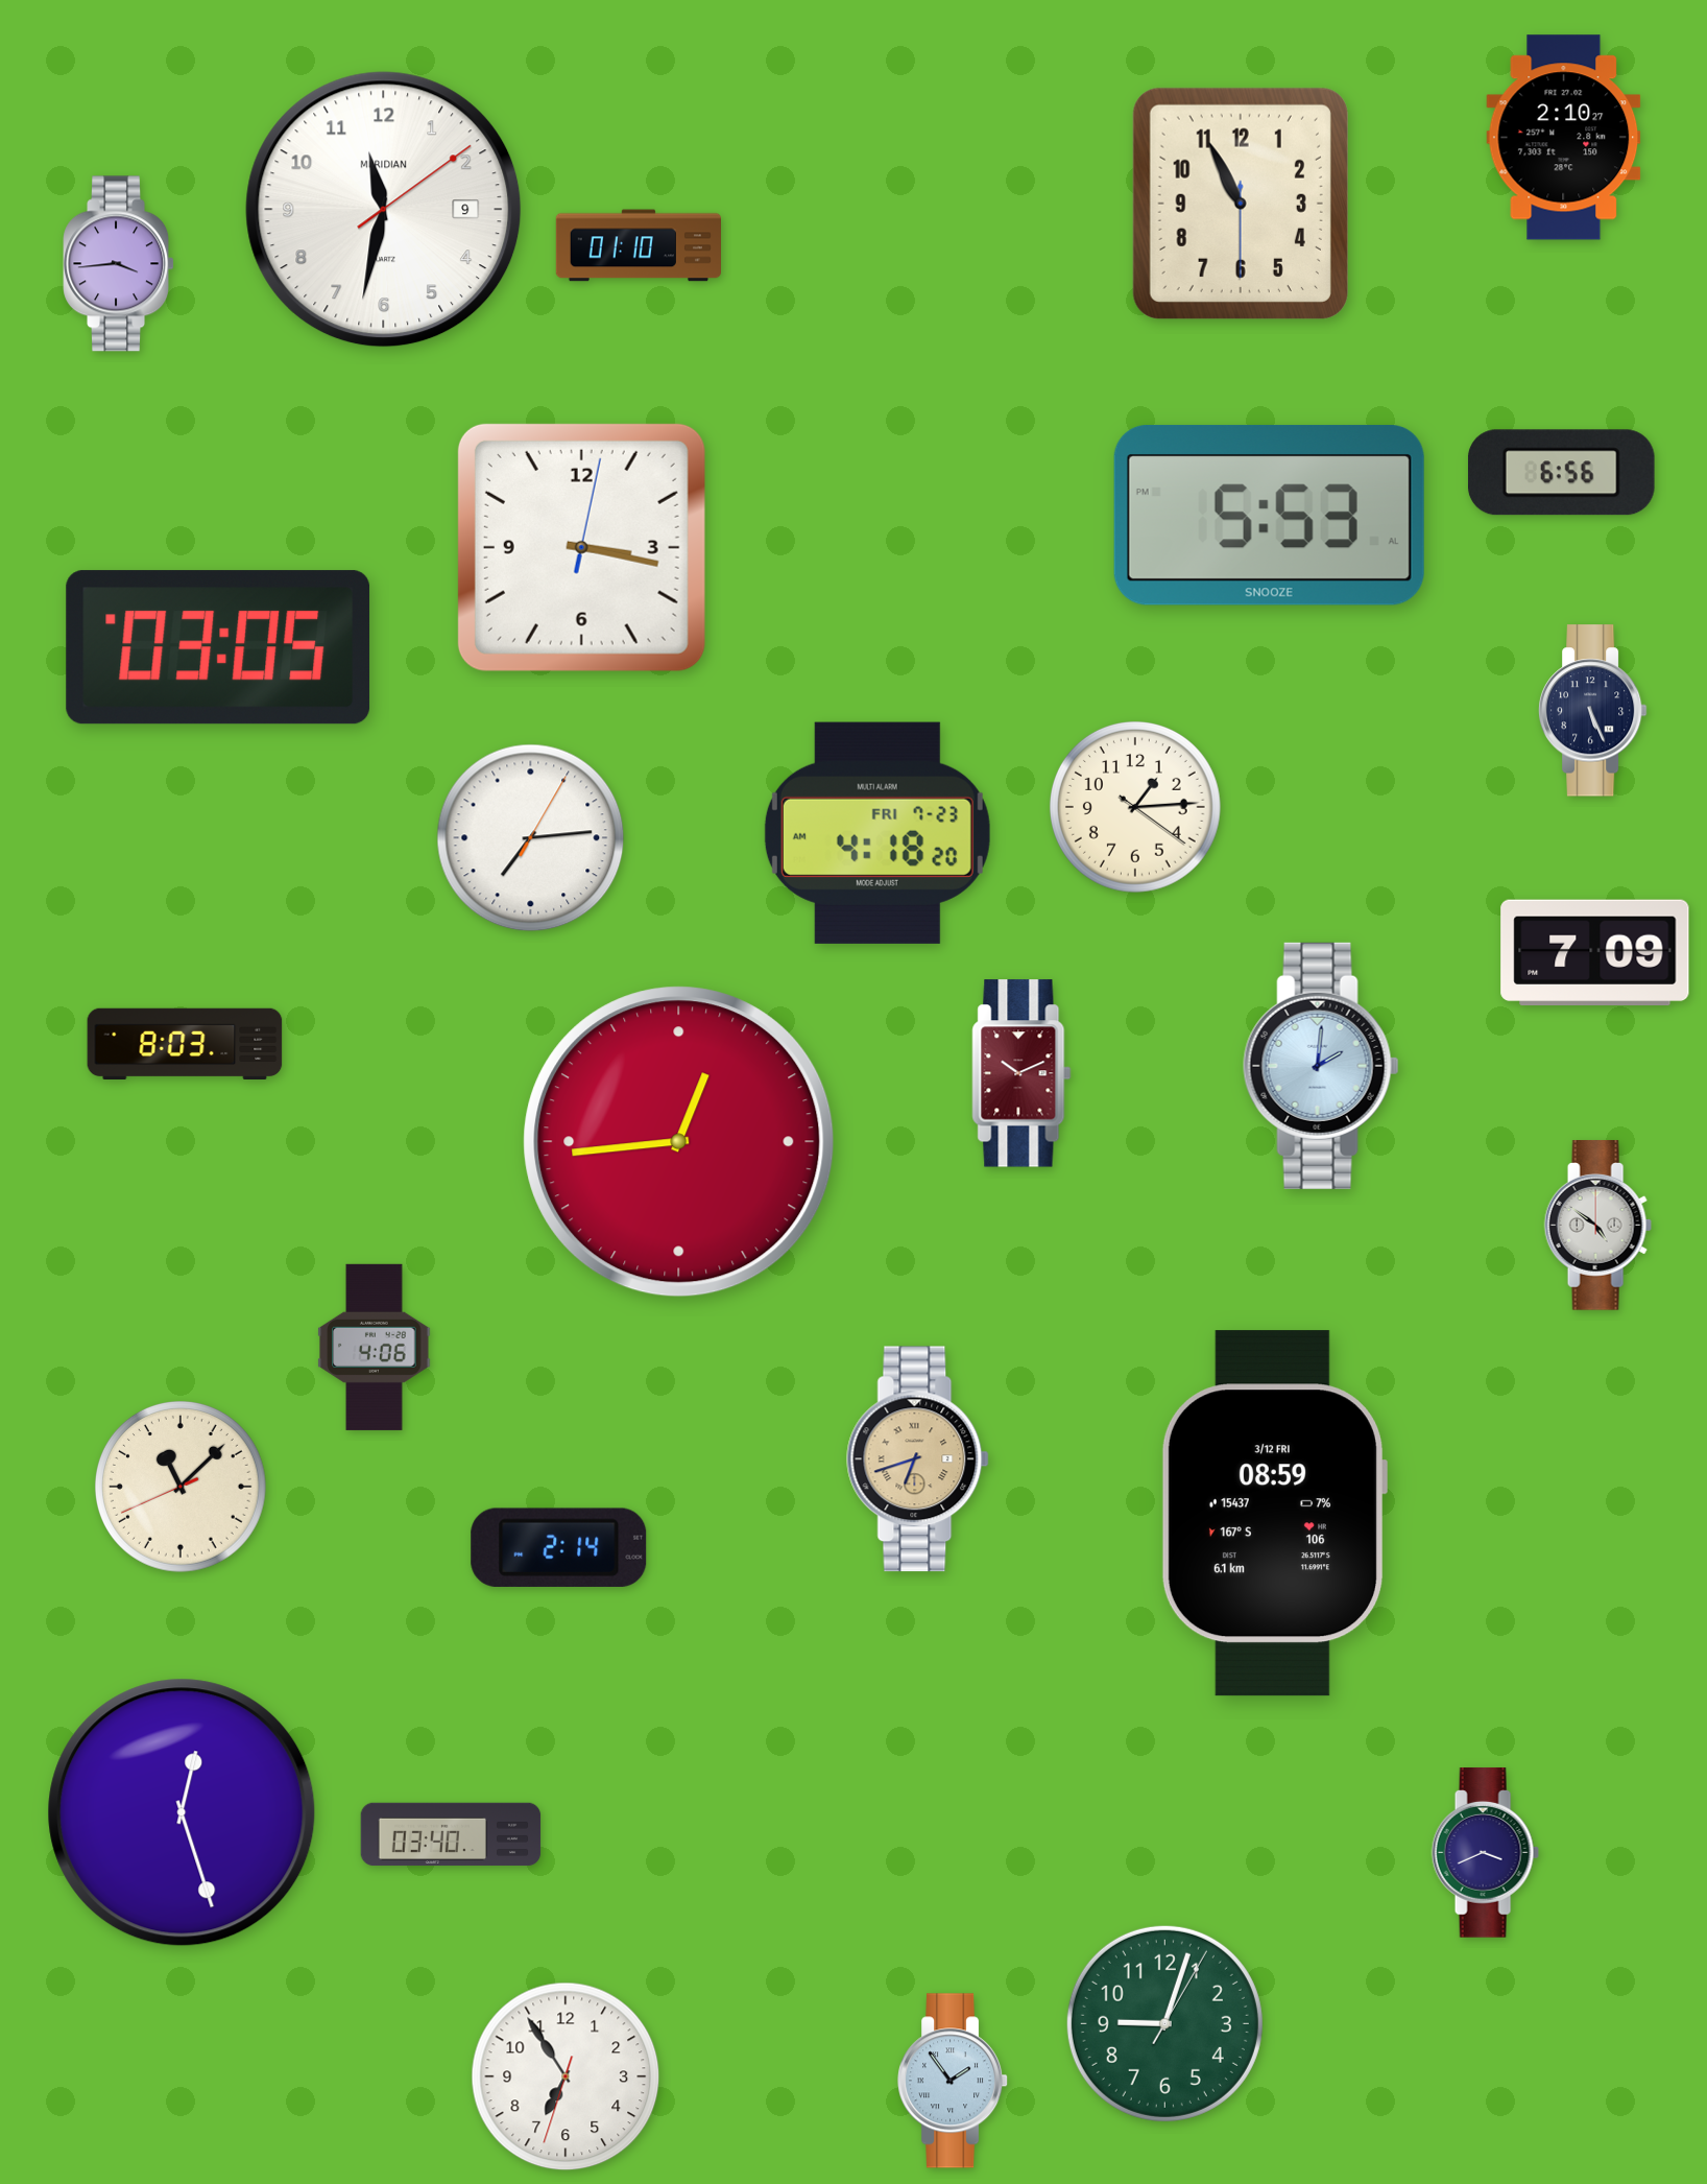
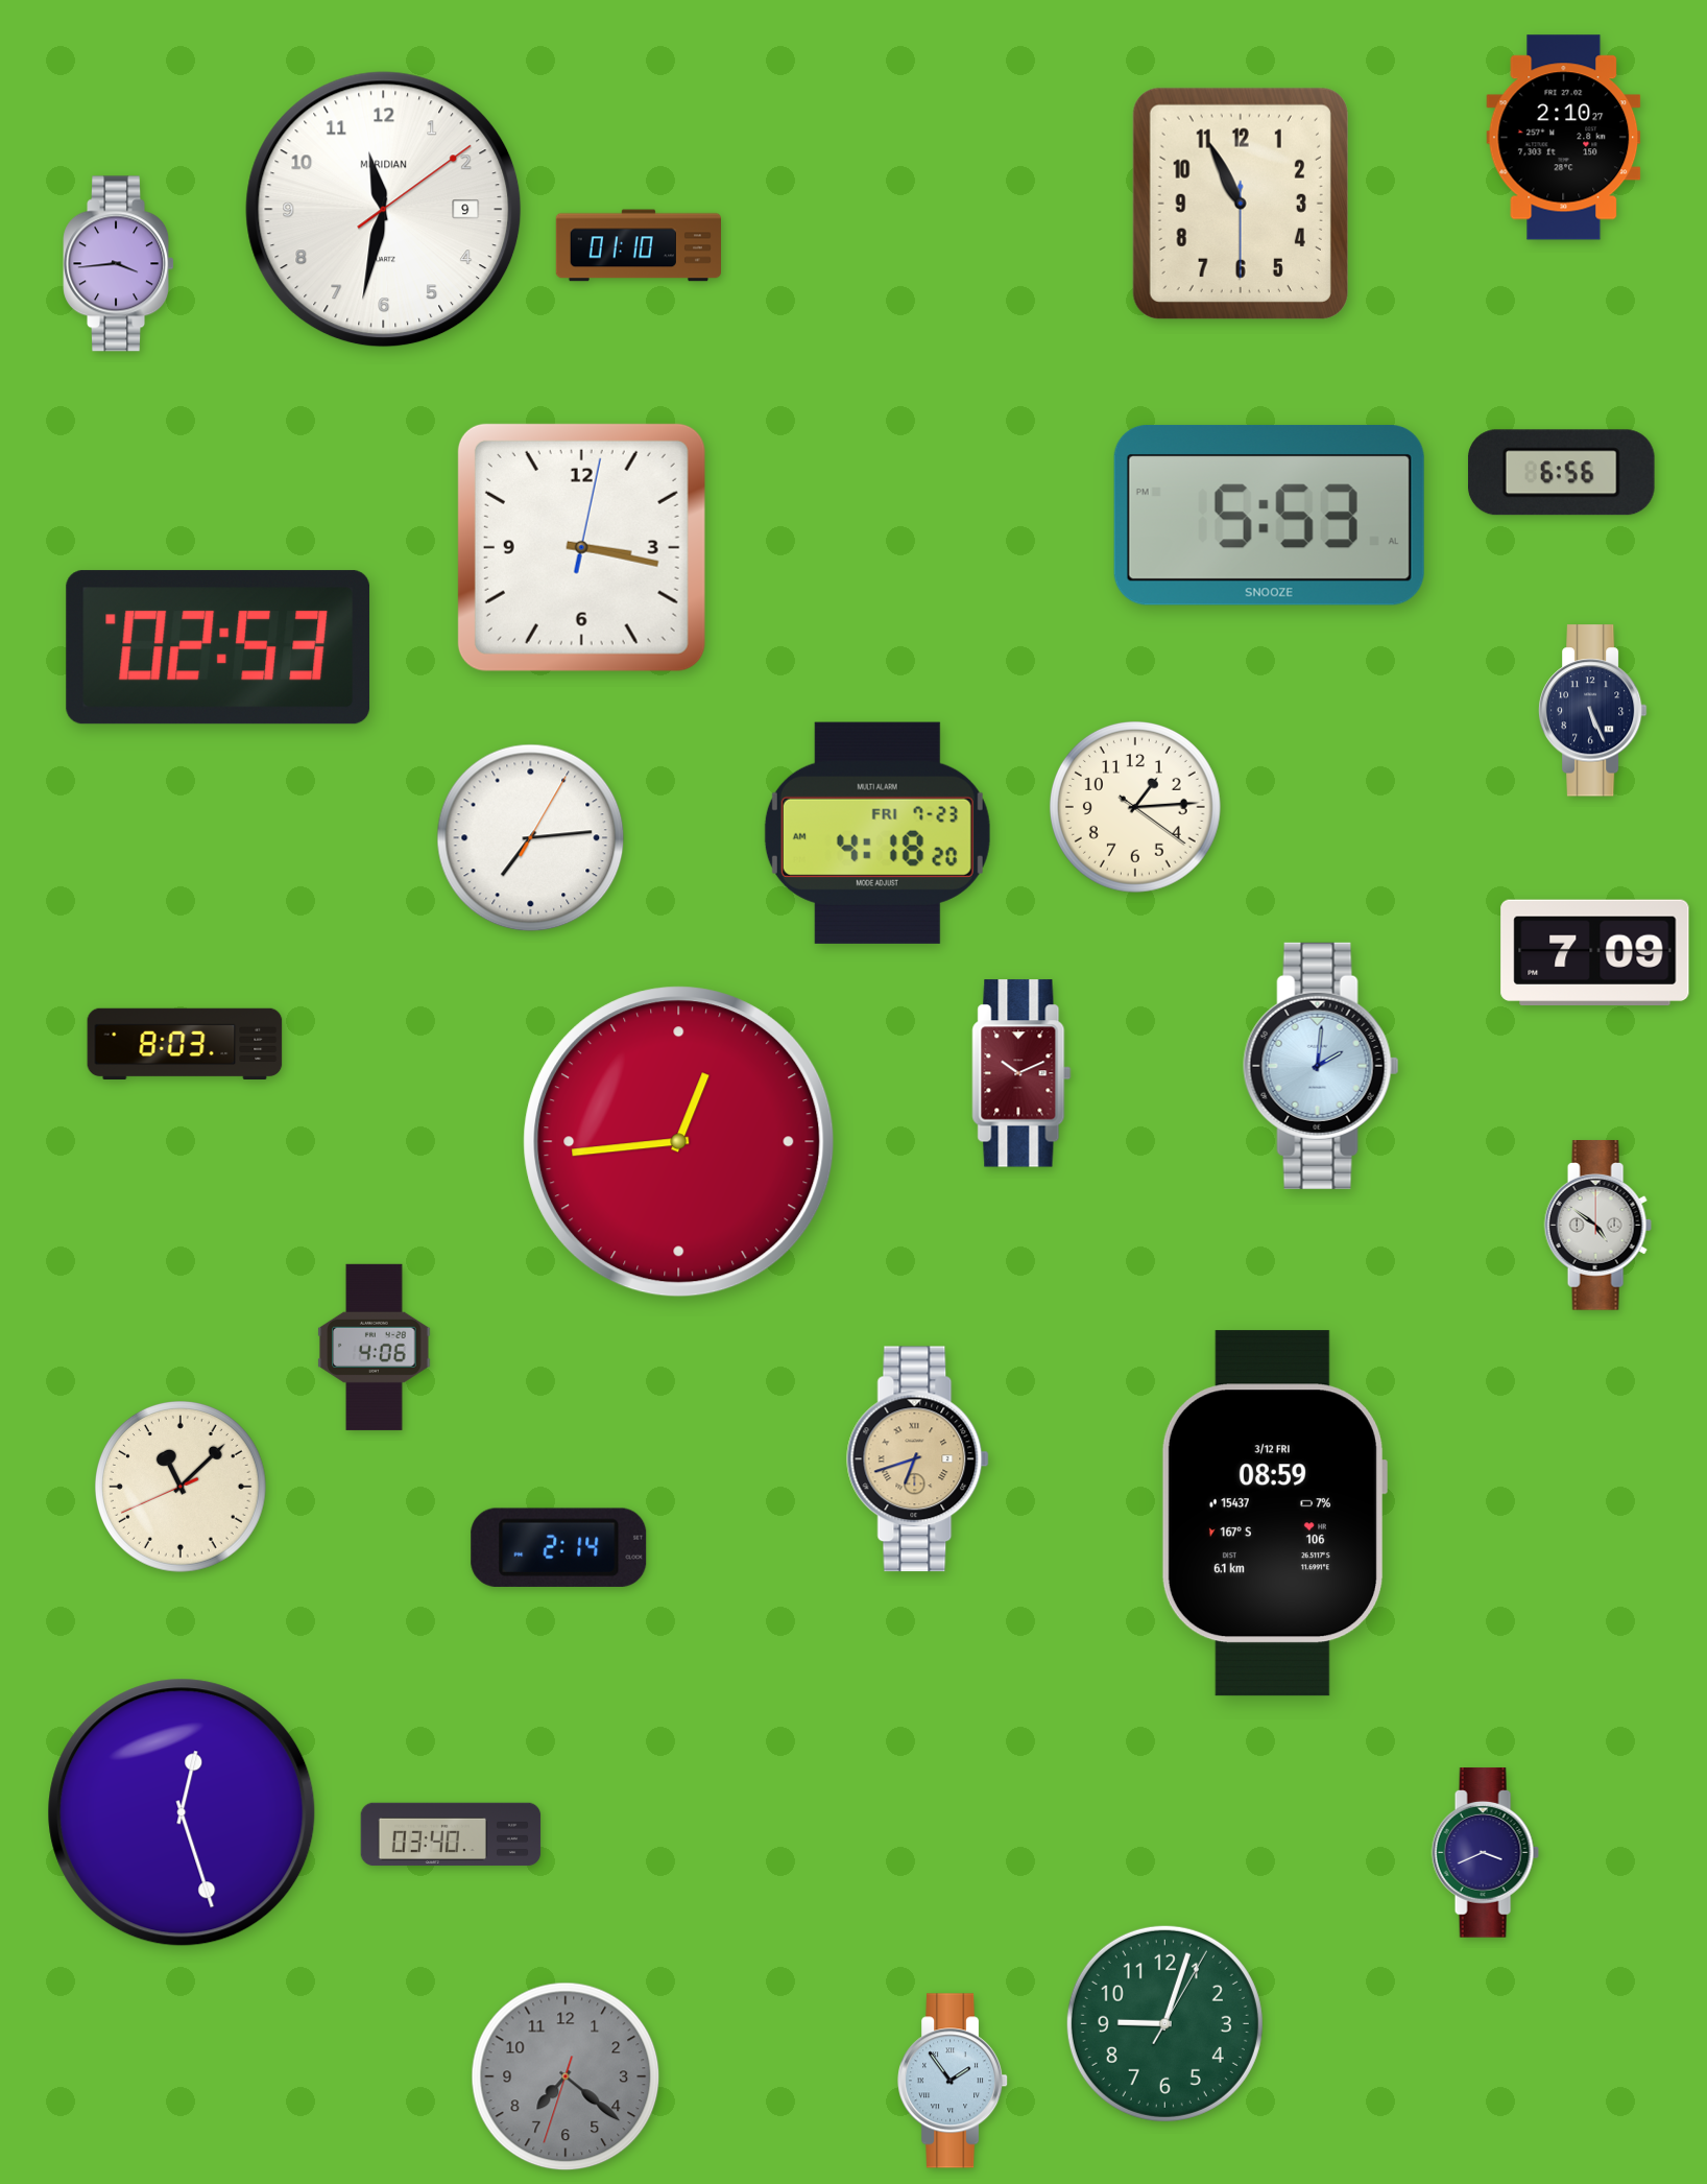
clock at (218, 647): 03:05 -> 02:53
clock at (566, 2076): 6:54 -> 7:21
clock at (566, 2076) dial: white -> grey
